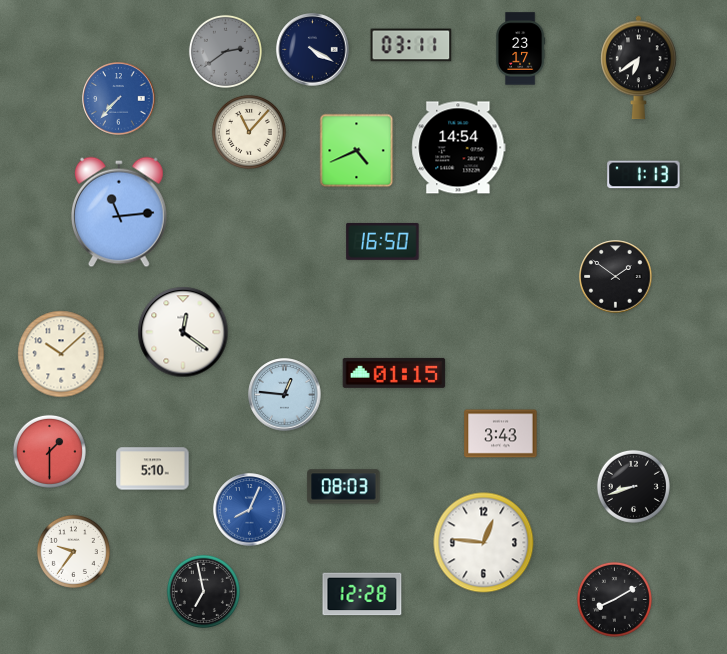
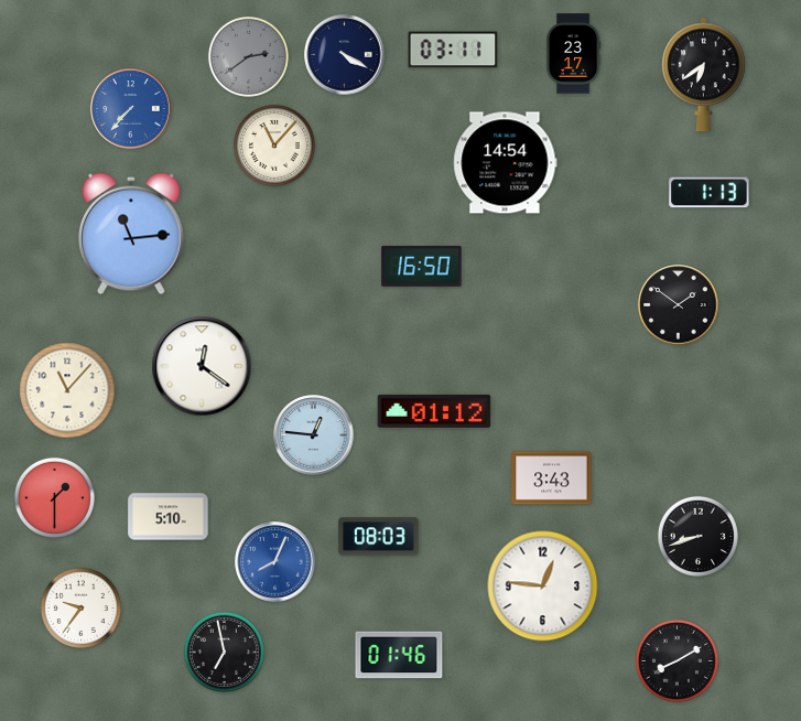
clock at (357, 151): 4:41 -> none
clock at (61, 354): 10:08 -> 11:07
clock at (394, 373): 01:15 -> 01:12
clock at (484, 543) position: (484, 543) -> (543, 587)
clock at (362, 594): 12:28 -> 01:46
